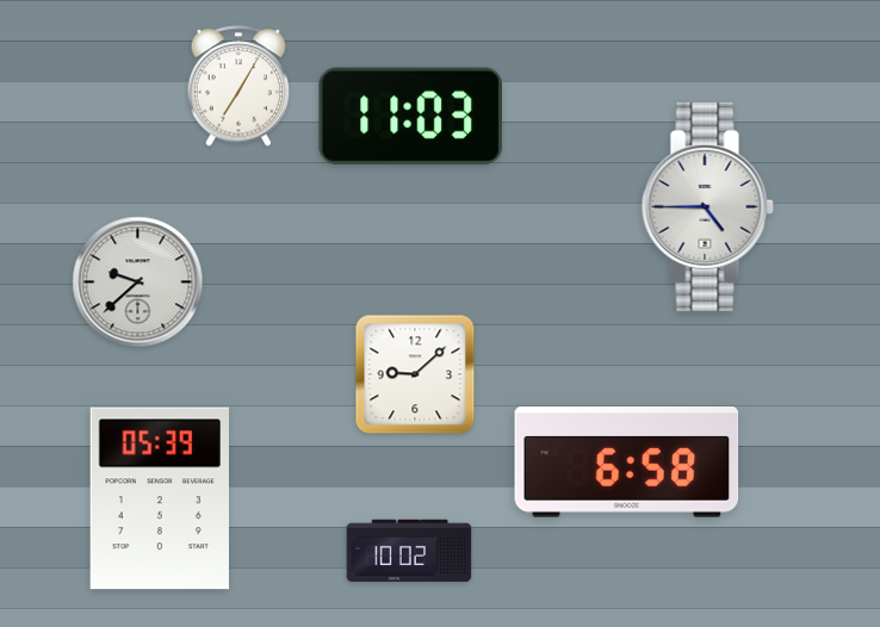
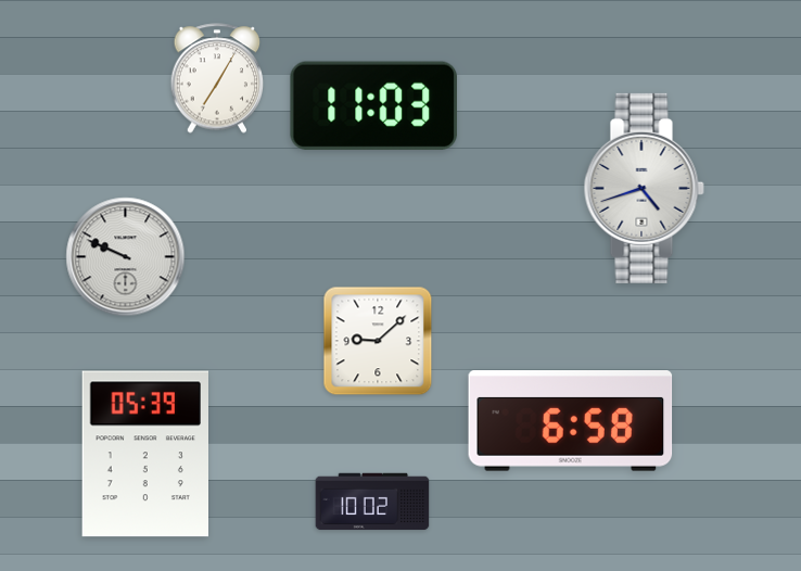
clock at (707, 206): 4:45 -> 4:42
clock at (138, 283): 9:38 -> 9:49
